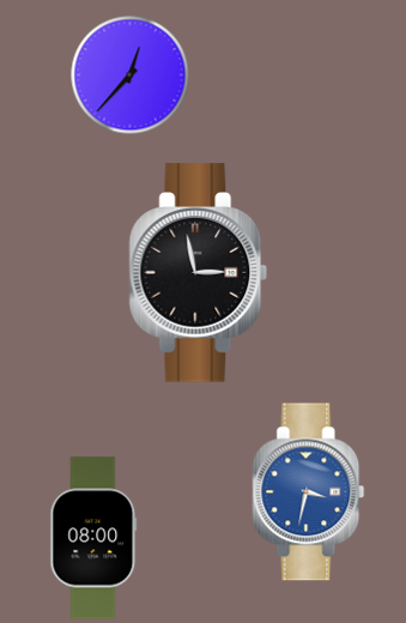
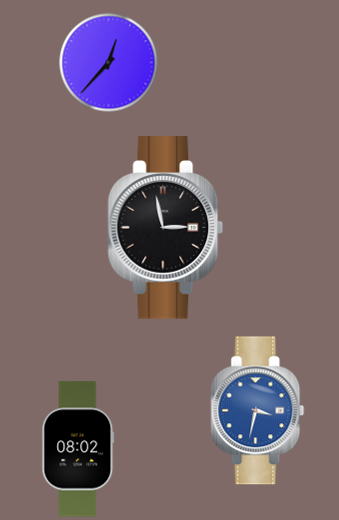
clock at (93, 538): 08:00 -> 08:02
